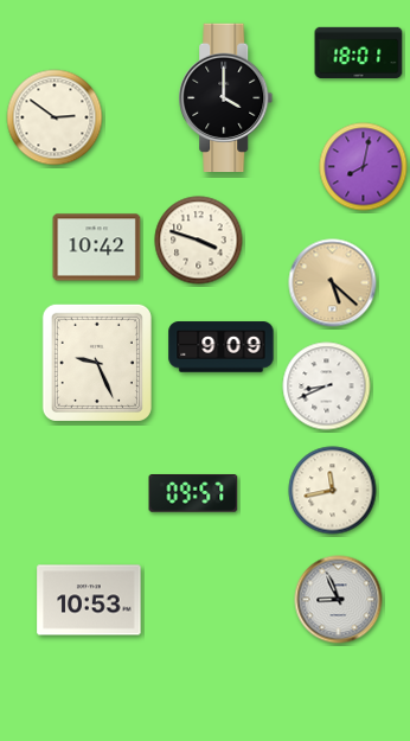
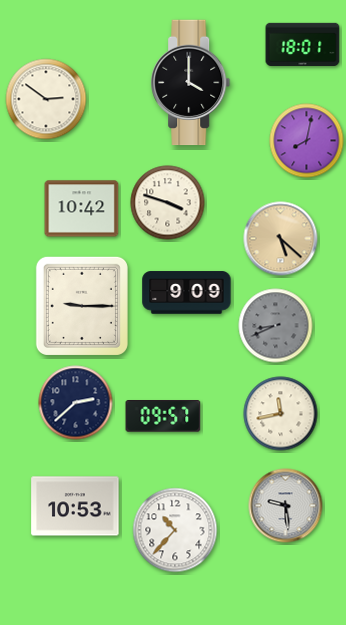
clock at (97, 363): 9:26 -> 9:15
clock at (327, 387) dial: white -> grey
clock at (76, 403): none -> 2:38
clock at (339, 600): 8:56 -> 9:29
clock at (175, 530): none -> 10:37
